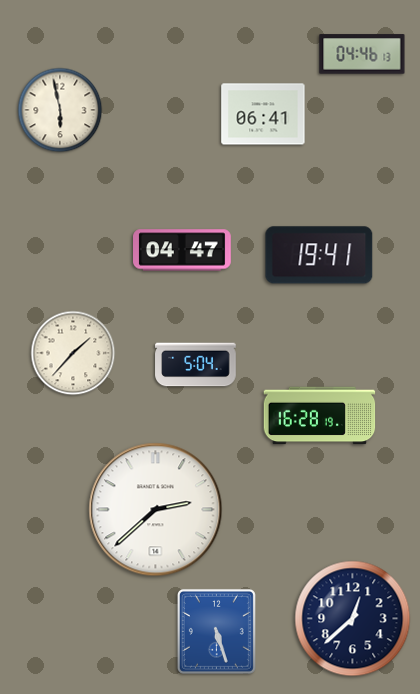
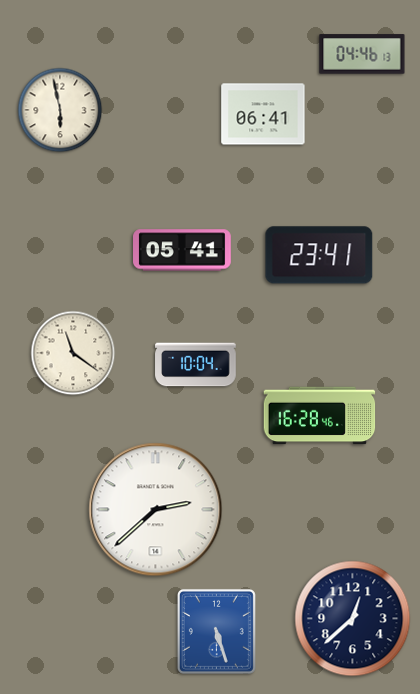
clock at (183, 250): 04:47 -> 05:41
clock at (319, 255): 19:41 -> 23:41
clock at (73, 353): 1:37 -> 11:21
clock at (196, 365): 5:04 -> 10:04
clock at (320, 416): 16:28:19 -> 16:28:46
